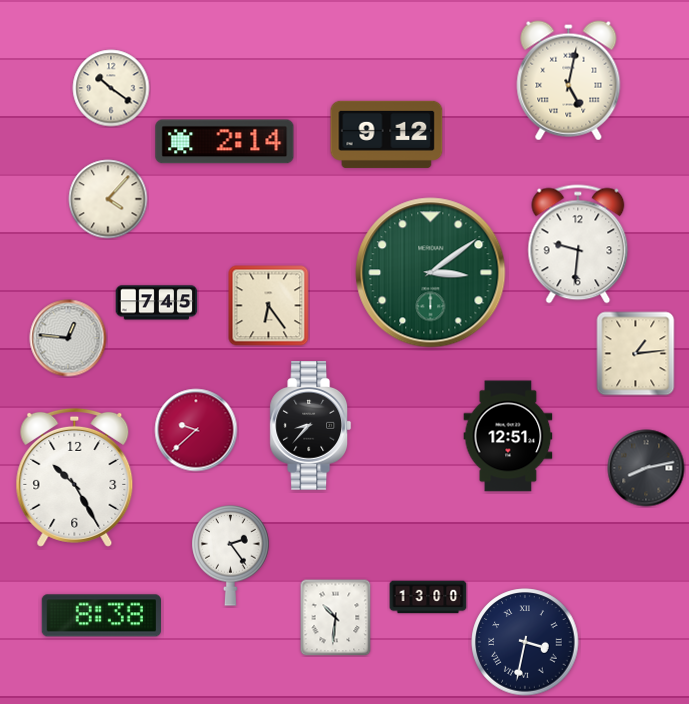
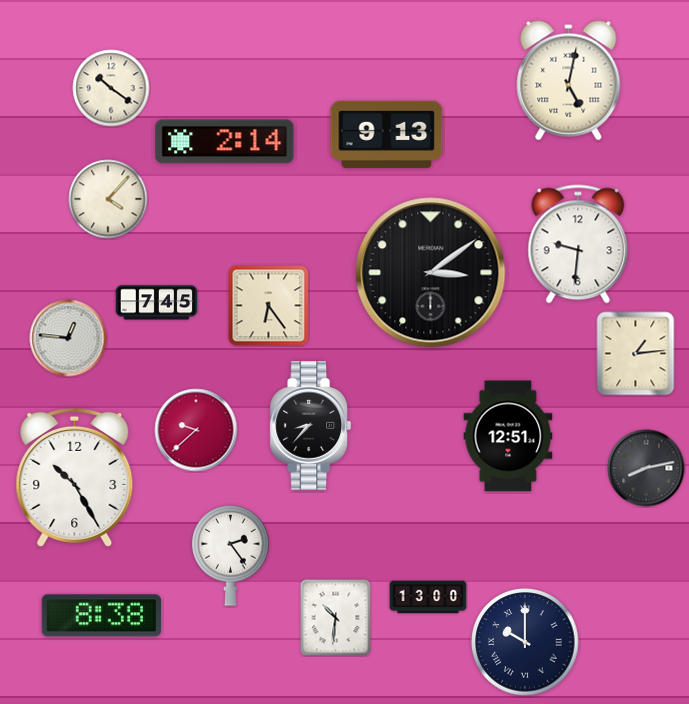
clock at (387, 134): 9:12 -> 9:13
clock at (431, 273) dial: green -> black
clock at (525, 642): 3:32 -> 10:00
